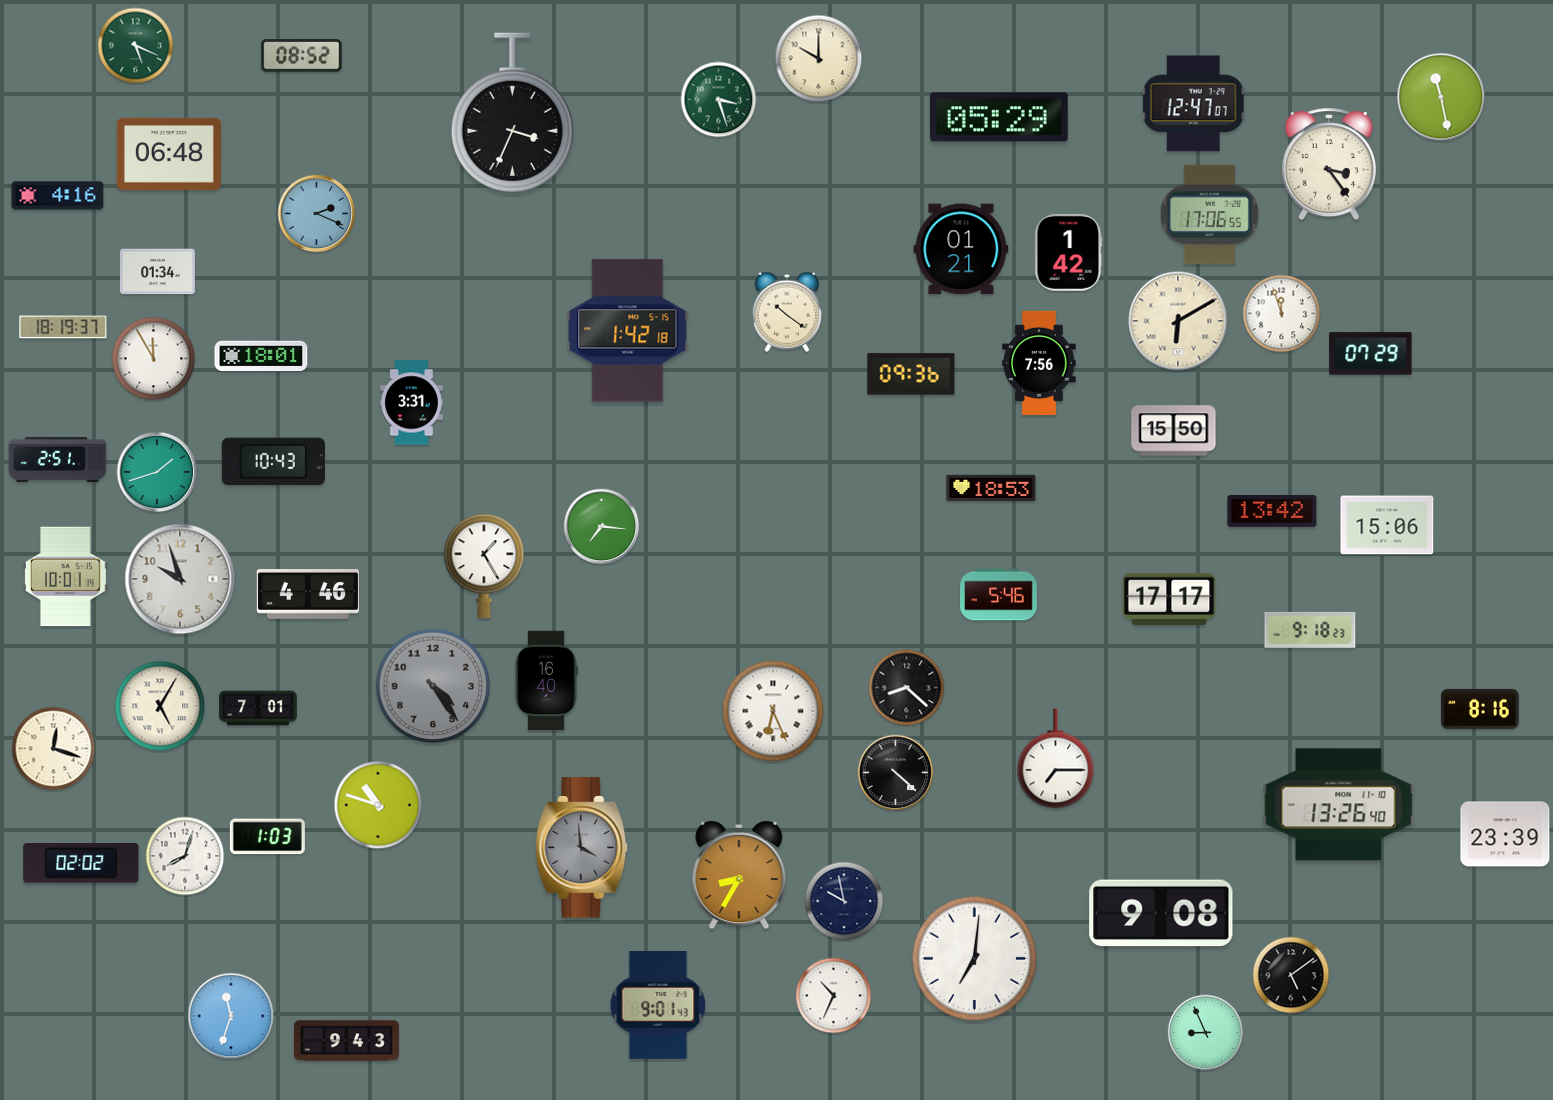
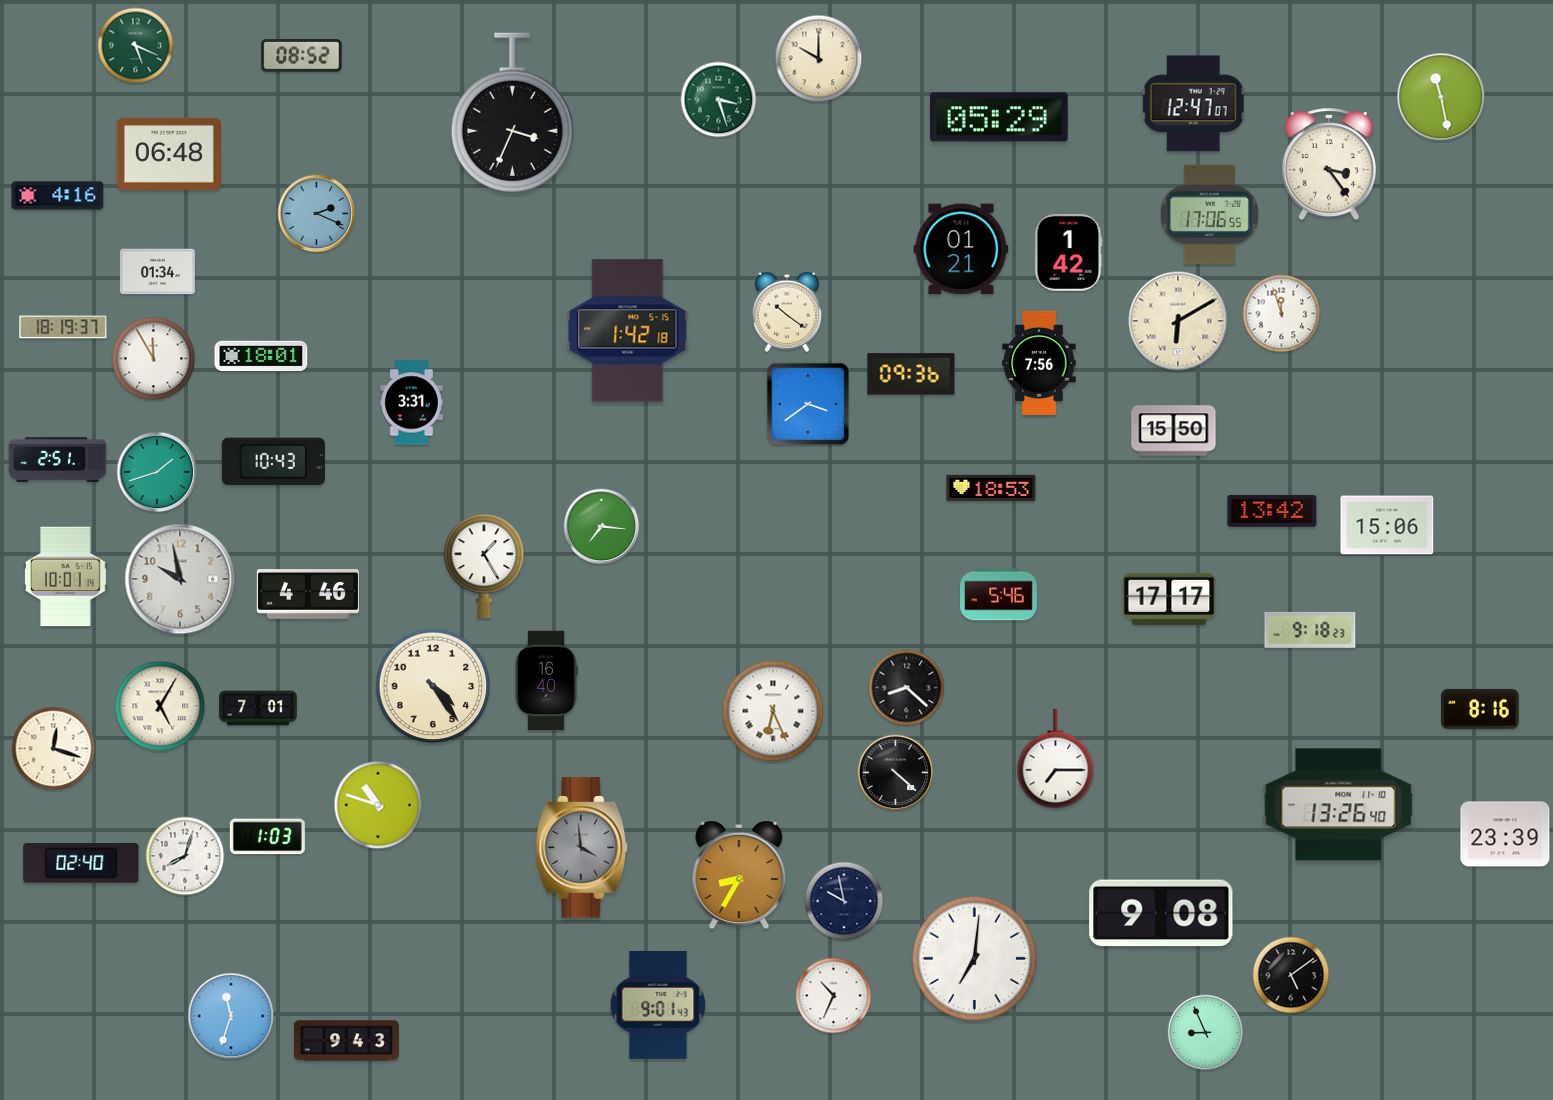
clock at (1371, 354): 07:29 -> none
clock at (808, 404): none -> 3:39
clock at (180, 579): 9:57 -> 9:58
clock at (433, 686) dial: grey -> cream
clock at (81, 864): 02:02 -> 02:40
